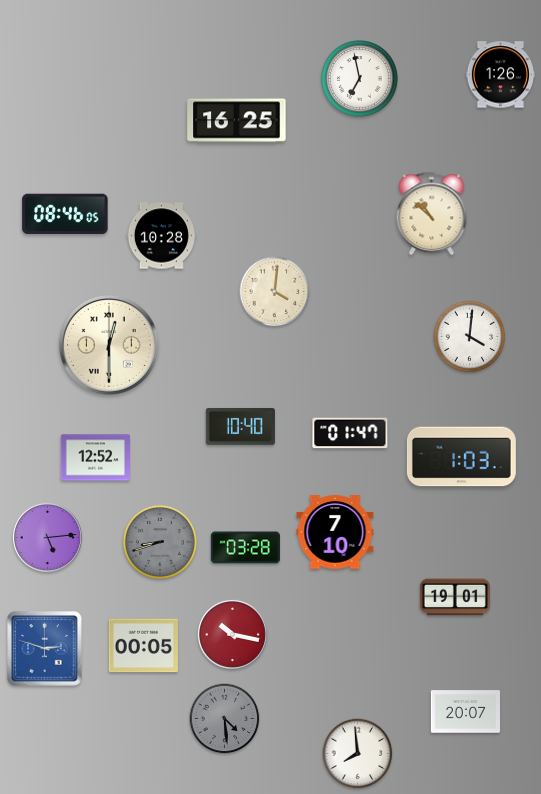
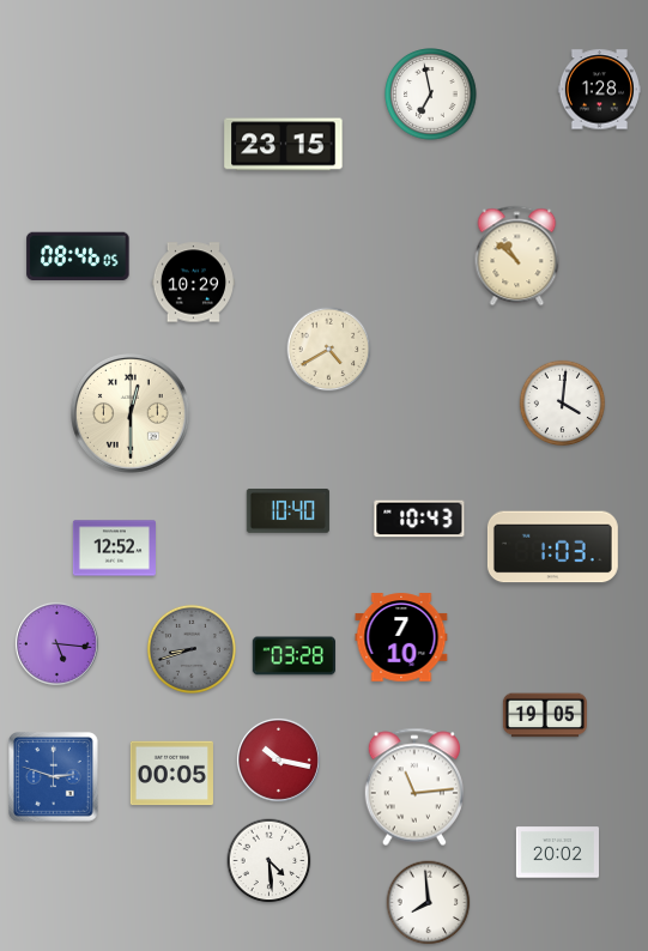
clock at (500, 75): 1:26 -> 1:28
clock at (237, 121): 16:25 -> 23:15
clock at (161, 236): 10:28 -> 10:29
clock at (275, 292): 4:01 -> 4:40
clock at (350, 433): 01:47 -> 10:43
clock at (47, 537): 5:14 -> 5:16
clock at (455, 597): 19:01 -> 19:05
clock at (413, 787): none -> 11:14
clock at (465, 712): 20:07 -> 20:02
clock at (225, 719) dial: grey -> white
